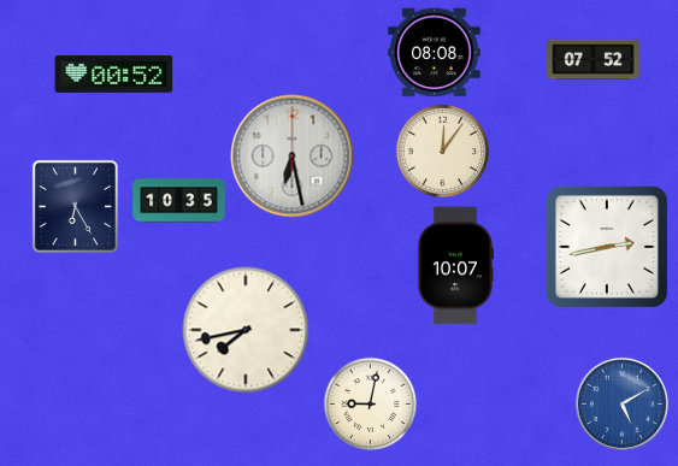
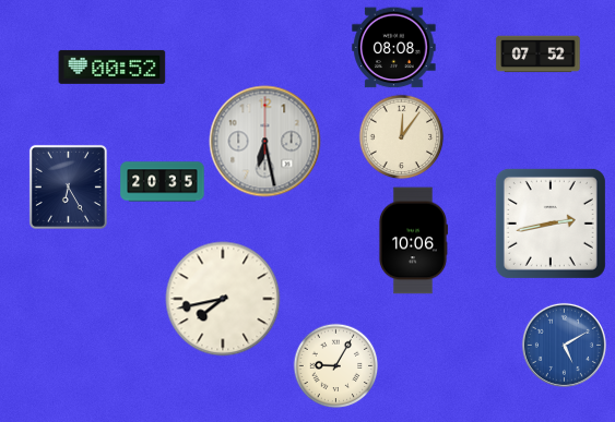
clock at (114, 73) position: (114, 73) -> (113, 67)
clock at (179, 201): 10:35 -> 20:35
clock at (455, 266): 10:07 -> 10:06
clock at (370, 403): 9:02 -> 9:05
clock at (621, 403) position: (621, 403) -> (564, 345)
